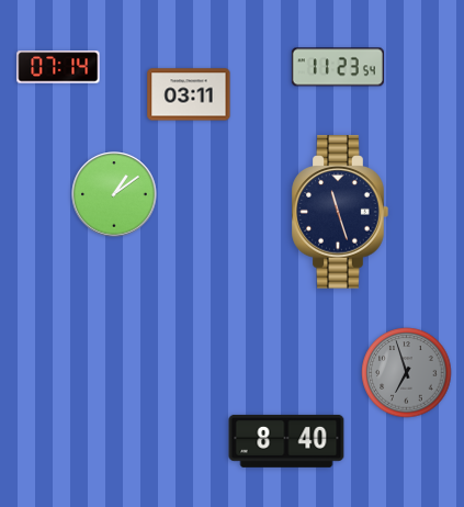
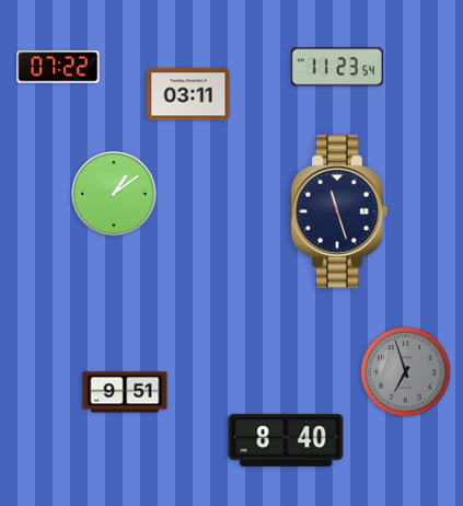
clock at (58, 67): 07:14 -> 07:22
clock at (125, 392): none -> 9:51
